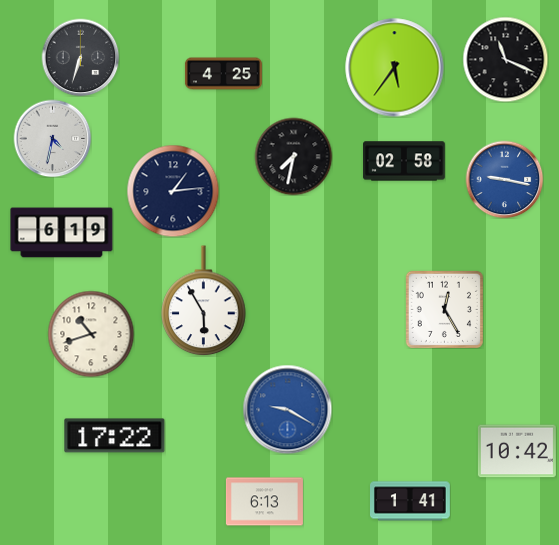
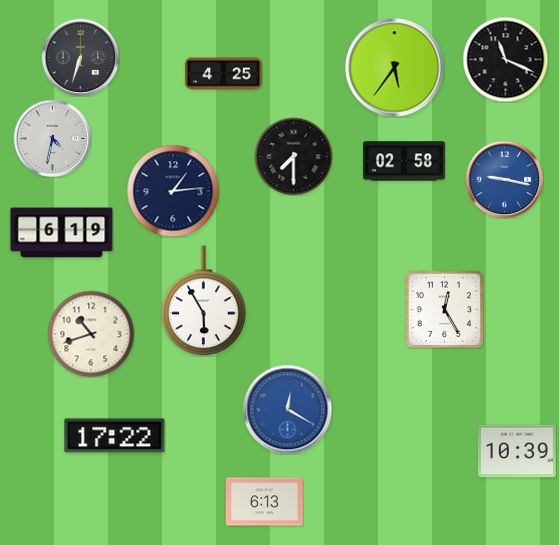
clock at (293, 156): 7:32 -> 7:30
clock at (287, 409): 9:20 -> 12:20
clock at (517, 451): 10:42 -> 10:39
clock at (411, 501): 1:41 -> none
